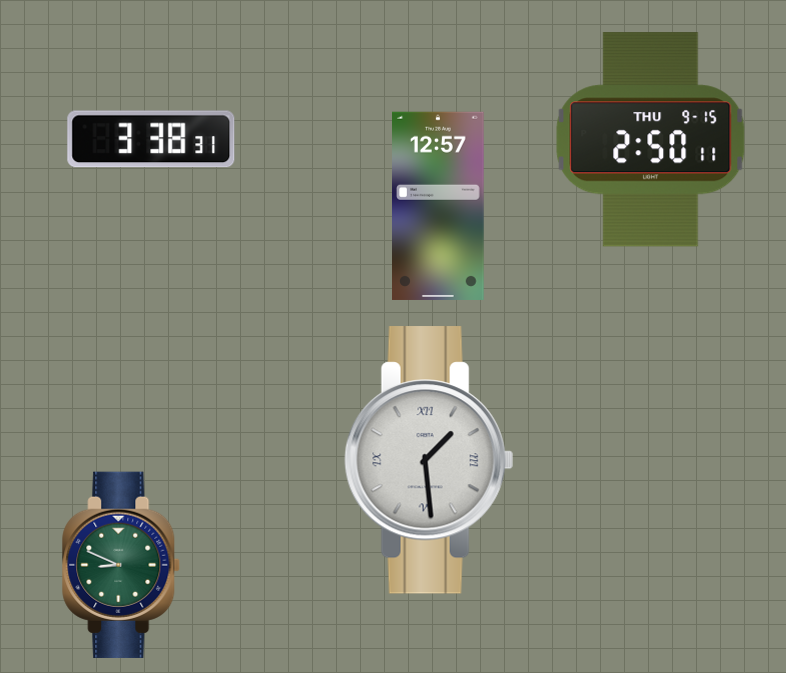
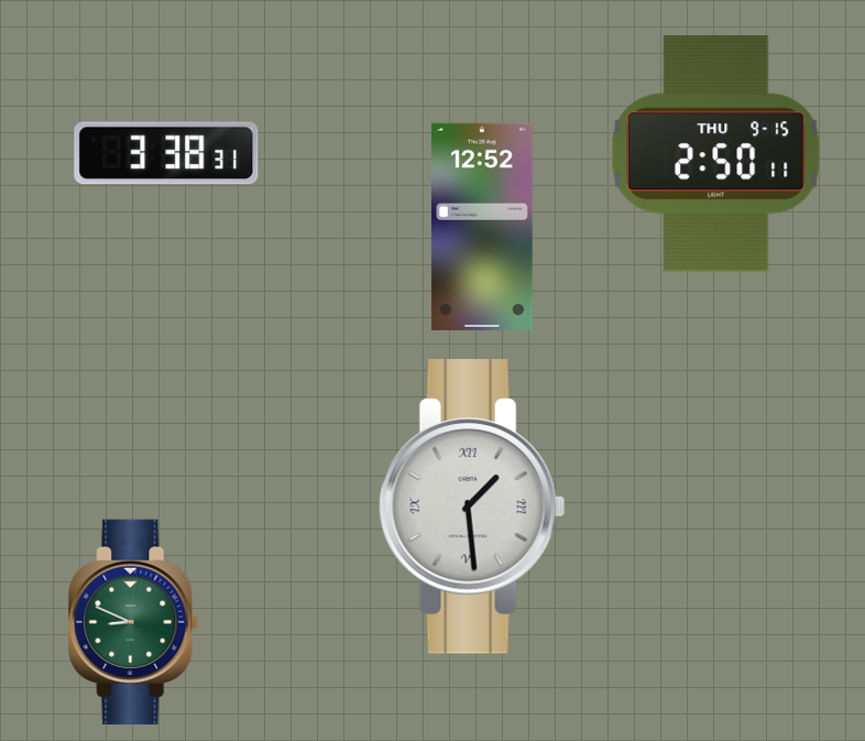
clock at (439, 206): 12:57 -> 12:52
